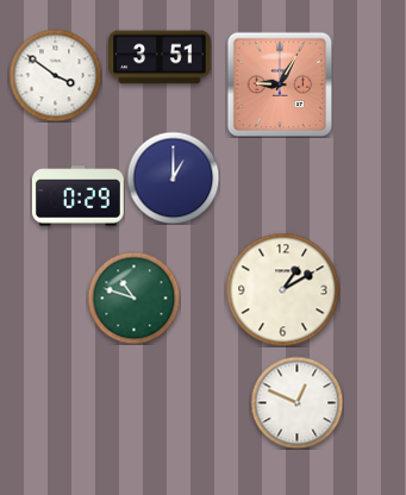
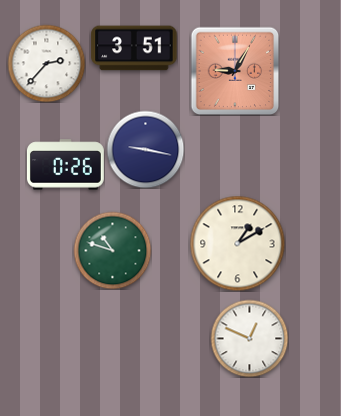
clock at (55, 75): 3:51 -> 2:37
clock at (173, 177): 1:00 -> 9:17
clock at (77, 196): 0:29 -> 0:26
